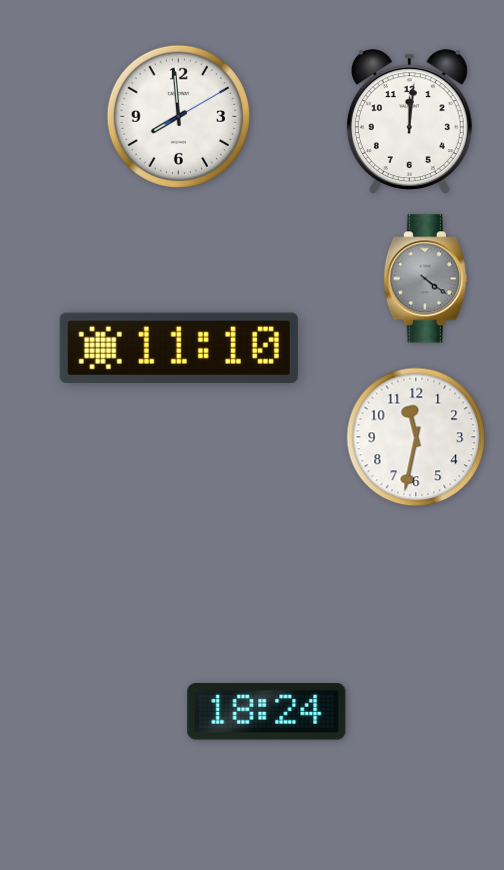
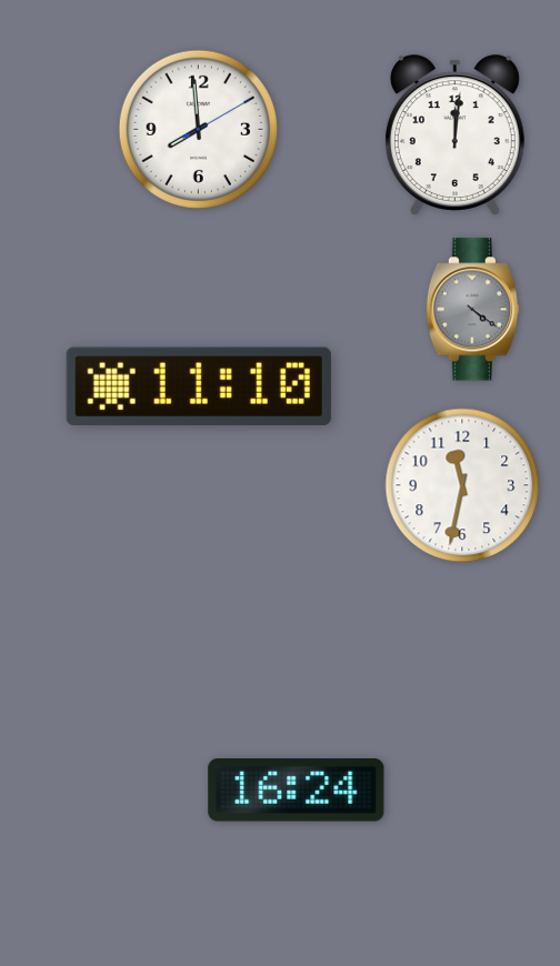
clock at (267, 712): 18:24 -> 16:24
